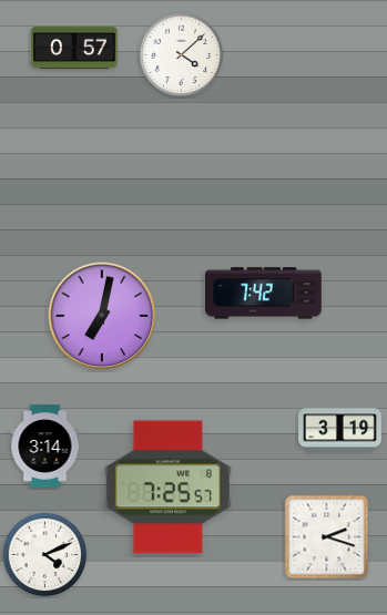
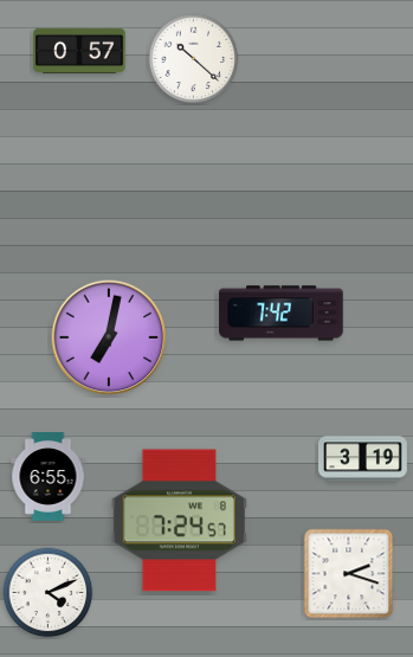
clock at (182, 55): 4:08 -> 10:22
clock at (45, 447): 3:14 -> 6:55
clock at (167, 488): 7:25 -> 7:24
